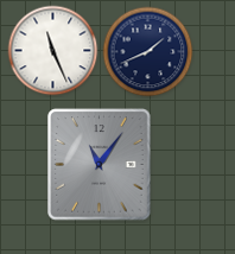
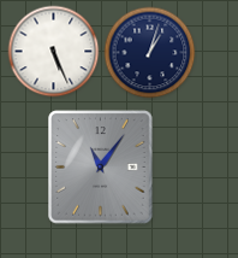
clock at (53, 51): 11:26 -> 5:26
clock at (148, 52): 1:41 -> 1:03
